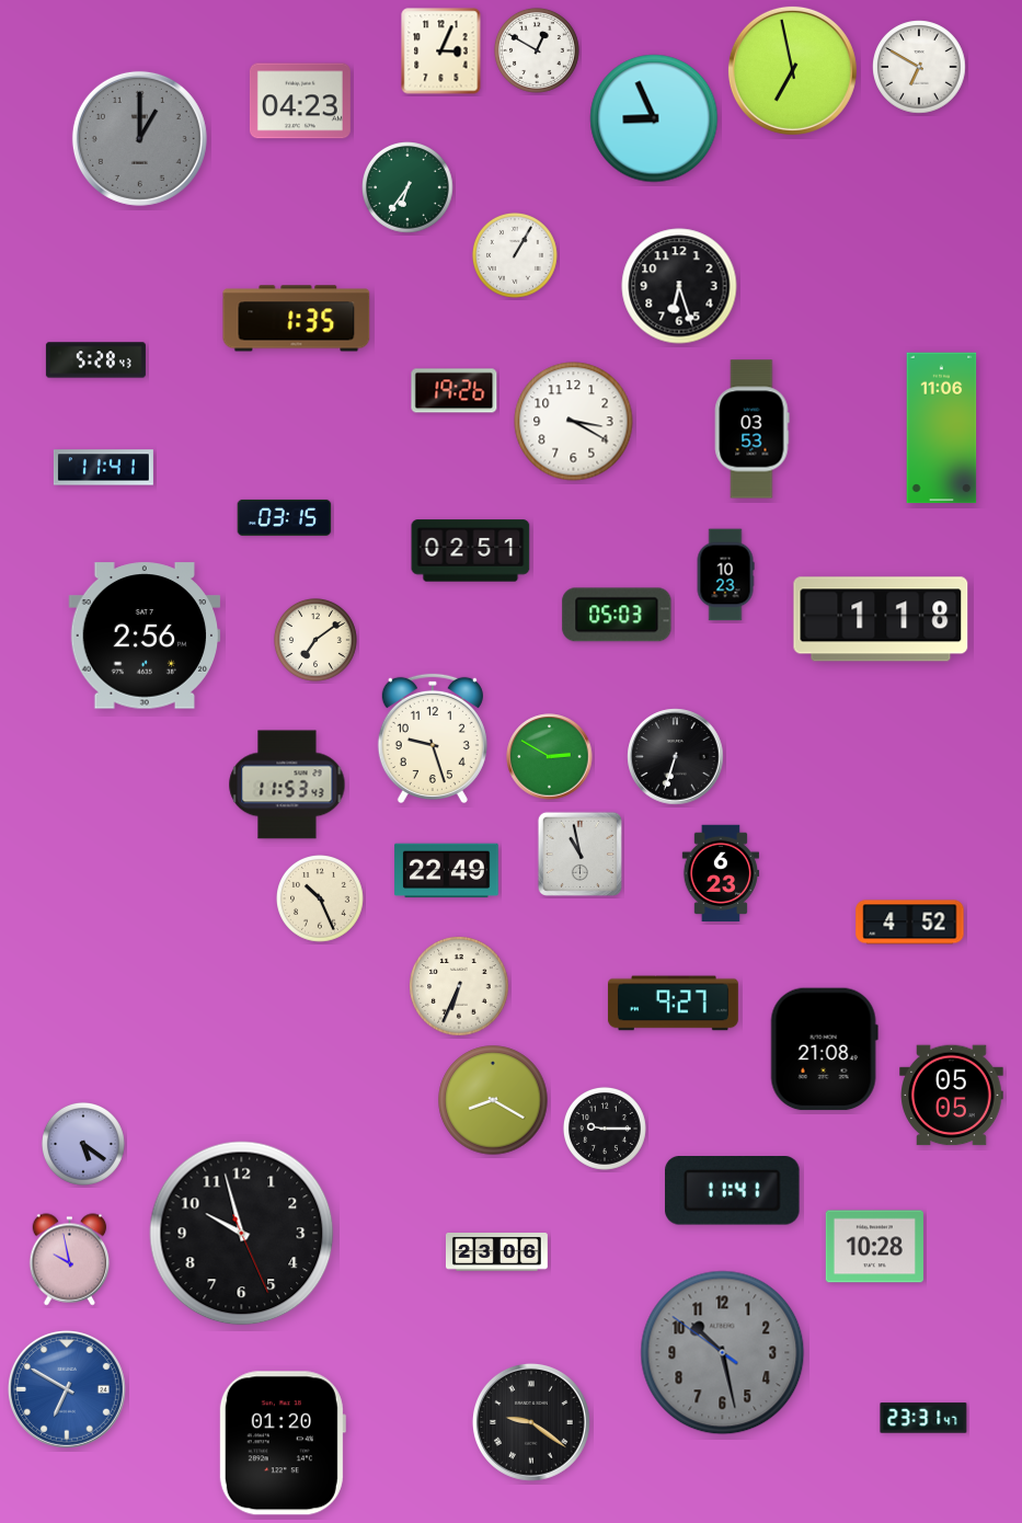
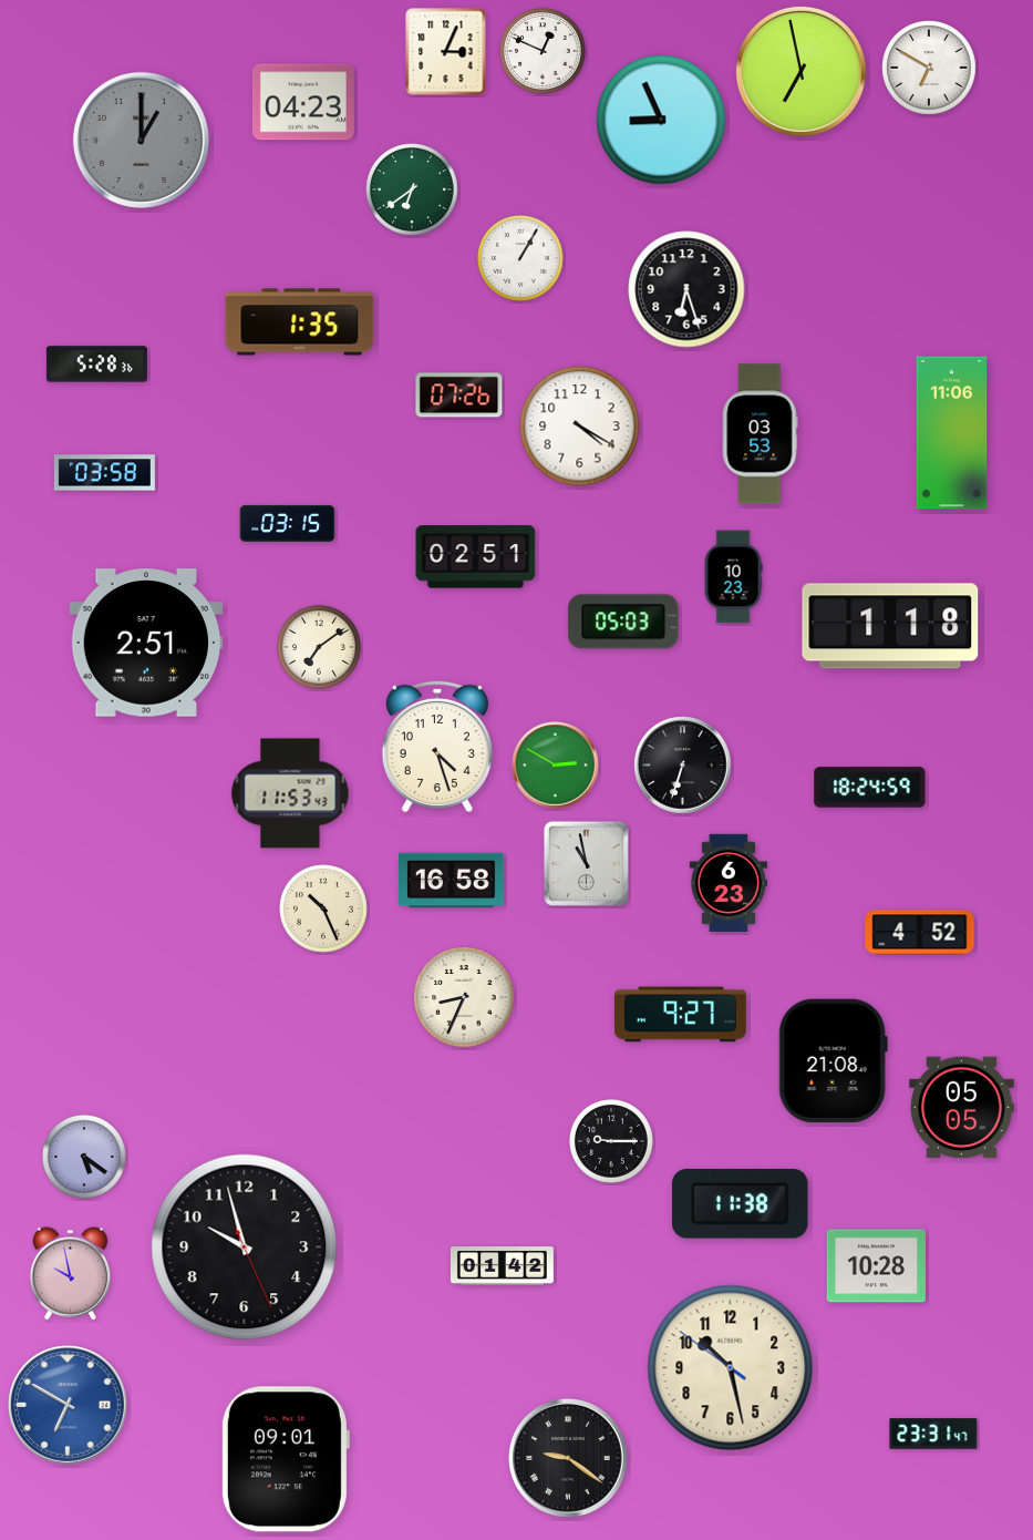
clock at (537, 50): 12:50 -> 12:49
clock at (407, 187): 6:36 -> 6:39
clock at (95, 360): 5:28:43 -> 5:28:36
clock at (455, 391): 19:26 -> 07:26
clock at (574, 422): 3:20 -> 4:20
clock at (103, 468): 11:41 -> 03:58
clock at (725, 575) position: (725, 575) -> (733, 577)
clock at (145, 635): 2:56 -> 2:51
clock at (433, 737): 9:27 -> 4:27
clock at (870, 788): none -> 18:24
clock at (447, 871): 22:49 -> 16:58
clock at (459, 986): 6:34 -> 8:34
clock at (493, 1100): 8:20 -> none
clock at (733, 1191): 11:41 -> 11:38
clock at (874, 1247) position: (874, 1247) -> (876, 1266)
clock at (496, 1252): 23:06 -> 01:42
clock at (723, 1353) dial: grey -> cream
clock at (531, 1422) position: (531, 1422) -> (568, 1458)
clock at (282, 1443): 01:20 -> 09:01
